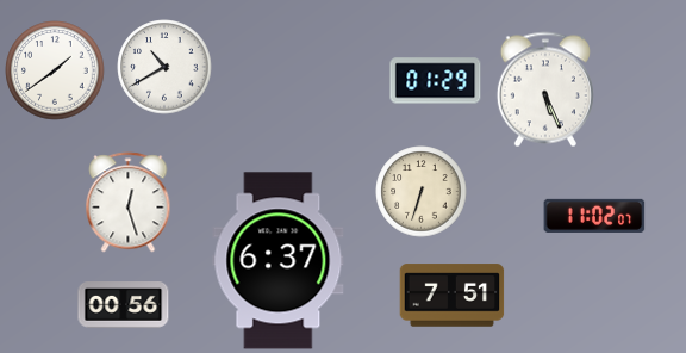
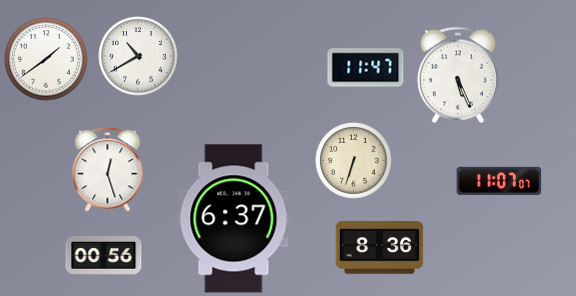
clock at (436, 81): 01:29 -> 11:47
clock at (594, 216): 11:02 -> 11:07
clock at (453, 296): 7:51 -> 8:36
